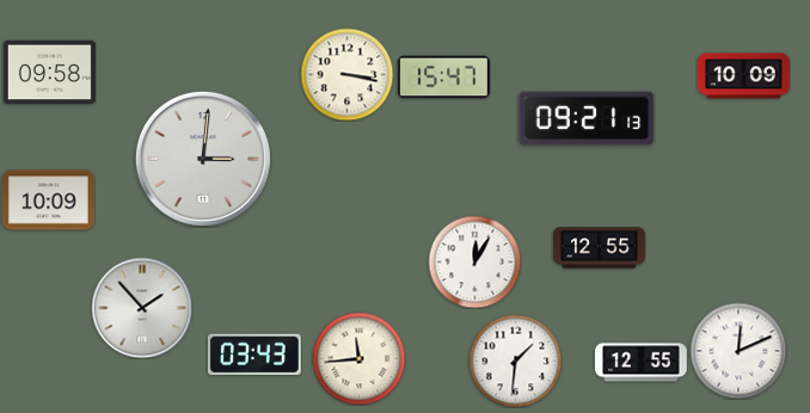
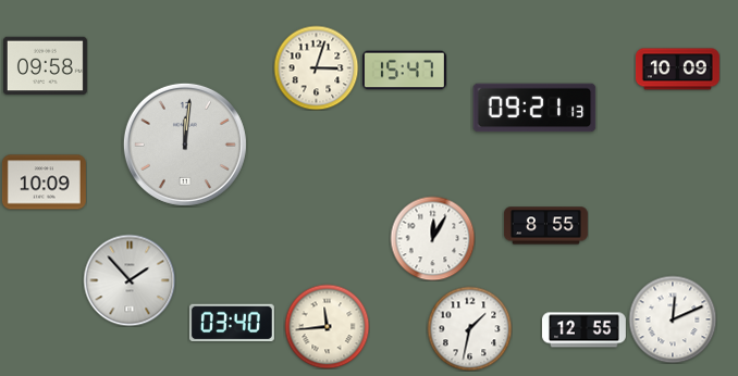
clock at (346, 74): 3:17 -> 3:03
clock at (203, 159): 3:01 -> 12:01
clock at (599, 248): 12:55 -> 8:55
clock at (254, 355): 03:43 -> 03:40
clock at (515, 360): 1:31 -> 1:32
